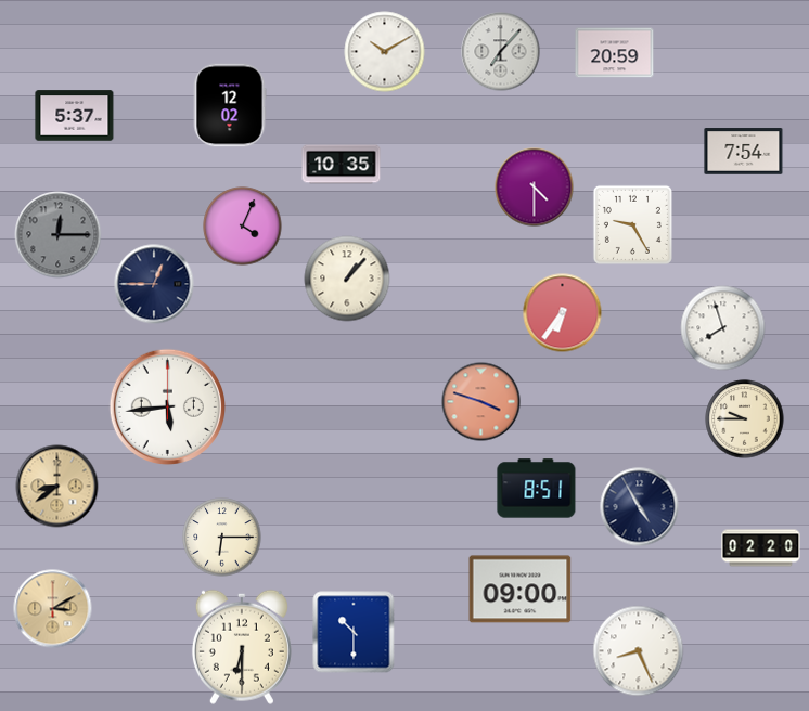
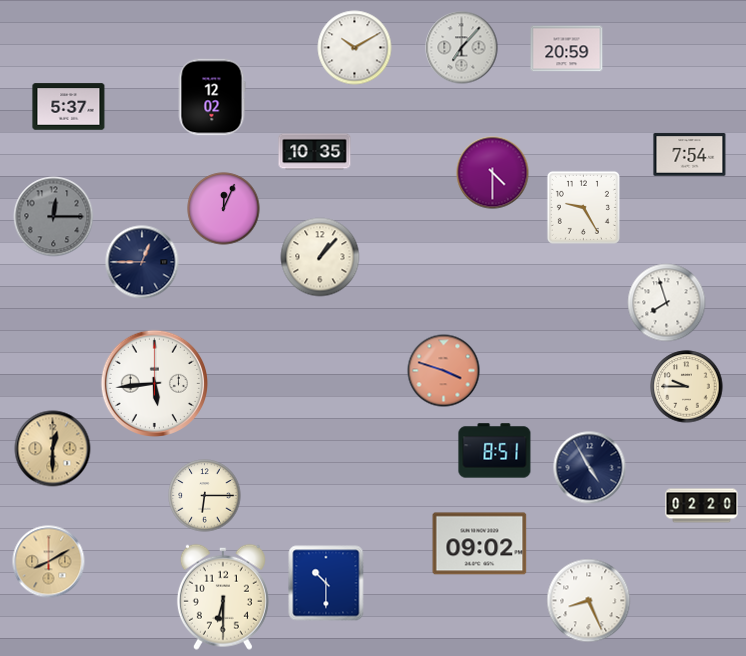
clock at (744, 152) position: (744, 152) -> (690, 155)
clock at (243, 227): 4:04 -> 12:04
clock at (563, 313): 6:36 -> none
clock at (167, 406) position: (167, 406) -> (154, 383)
clock at (57, 487): 8:39 -> 12:30
clock at (521, 590): 09:00 -> 09:02
clock at (53, 609): 3:10 -> 8:10
